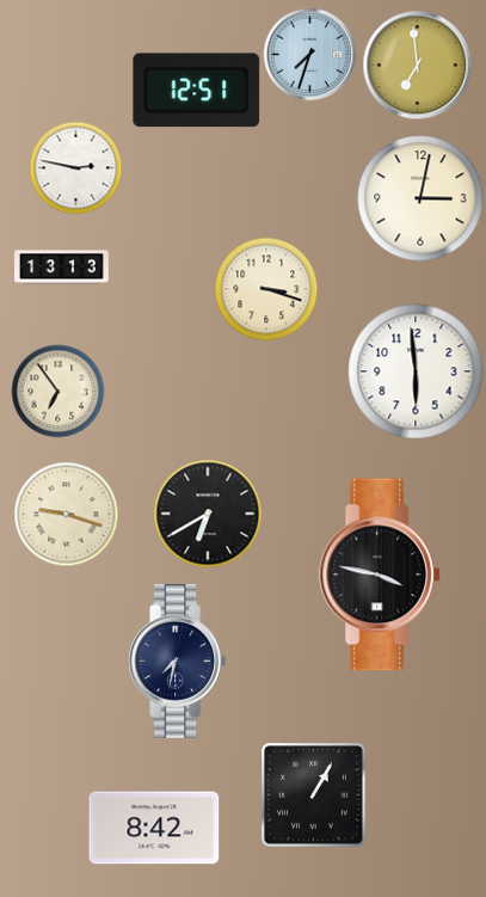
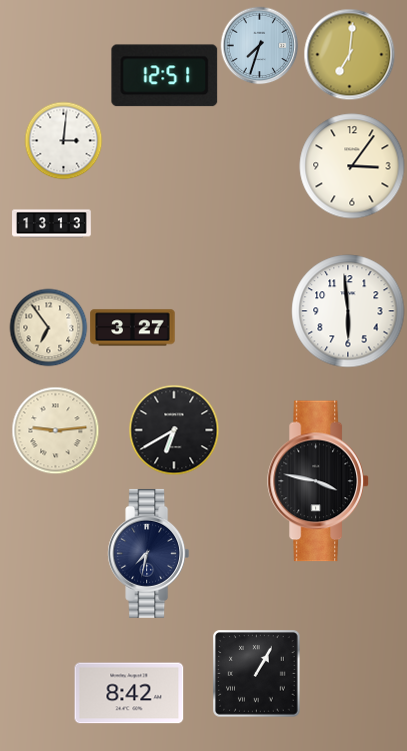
clock at (417, 64): 6:59 -> 7:01
clock at (75, 167): 2:47 -> 3:01
clock at (420, 198): 3:02 -> 3:06
clock at (266, 289): 3:18 -> none
clock at (133, 328): none -> 3:27
clock at (66, 514): 9:18 -> 9:14
clock at (314, 795) position: (314, 795) -> (257, 674)
